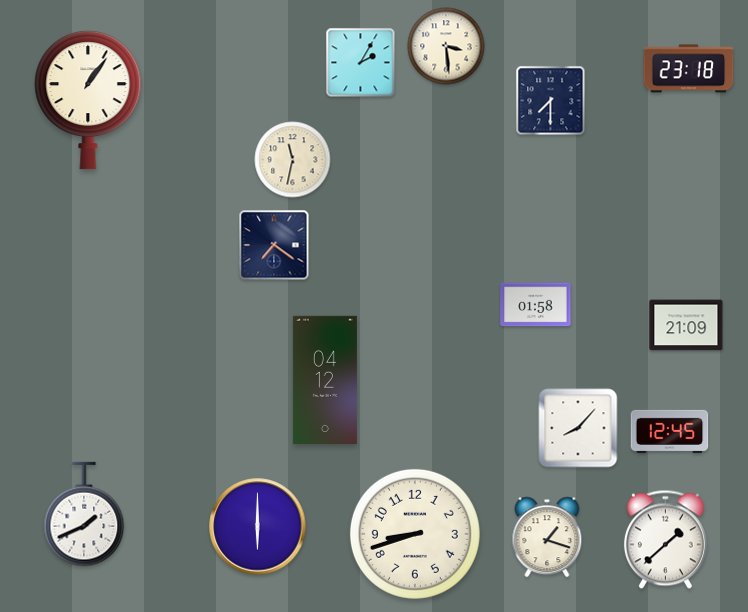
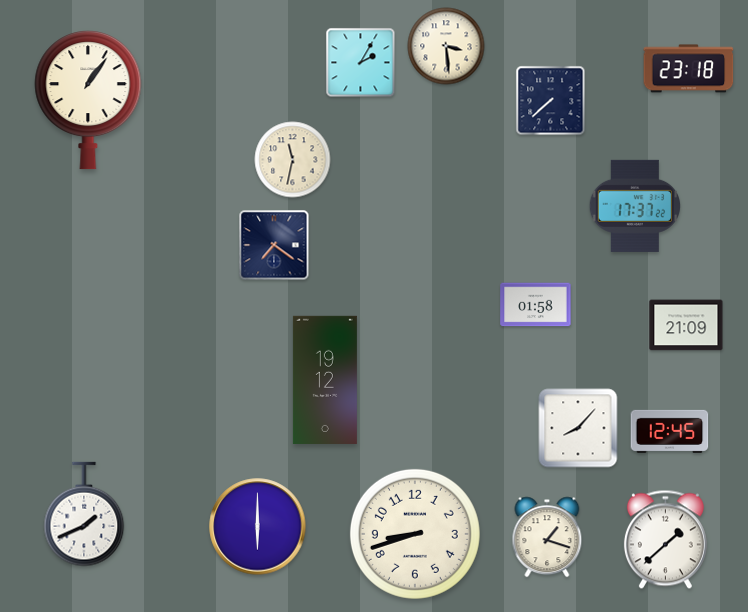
clock at (551, 101): 7:30 -> 7:38
clock at (634, 206): none -> 17:37
clock at (325, 380): 04:12 -> 19:12
